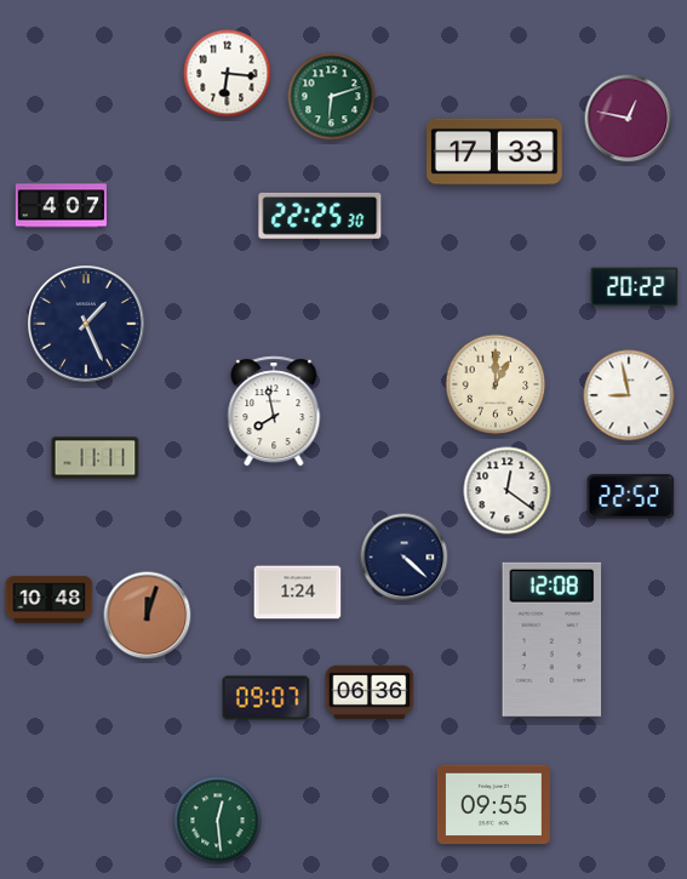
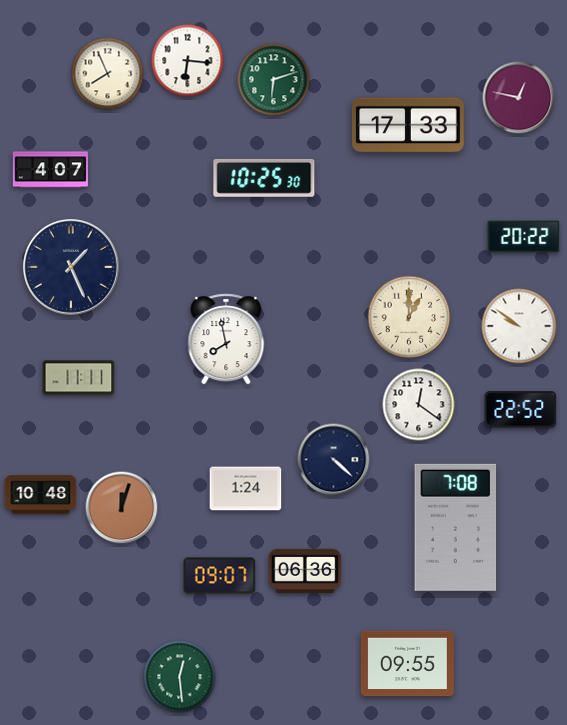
clock at (108, 74): none -> 7:56
clock at (320, 216): 22:25 -> 10:25
clock at (629, 395): 8:58 -> 9:51
clock at (553, 639): 12:08 -> 7:08
